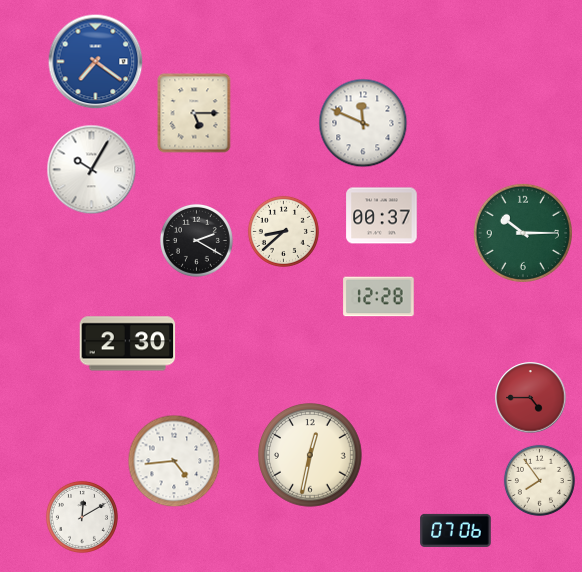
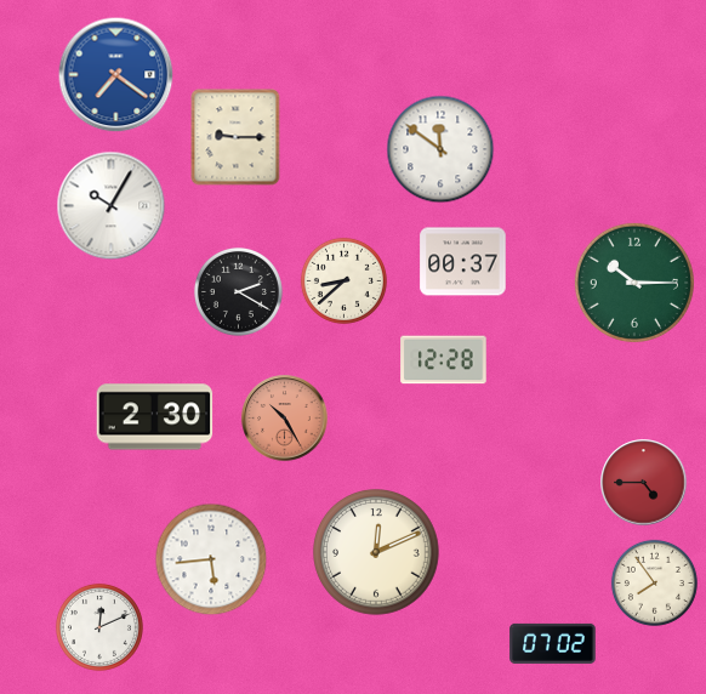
clock at (194, 113): 5:15 -> 9:15
clock at (363, 123): 11:49 -> 11:51
clock at (379, 297) position: (379, 297) -> (444, 360)
clock at (285, 419): none -> 10:25
clock at (311, 456): 12:32 -> 12:11
clock at (174, 461): 4:44 -> 5:44
clock at (82, 517): 12:10 -> 12:11
clock at (456, 530): 07:06 -> 07:02
